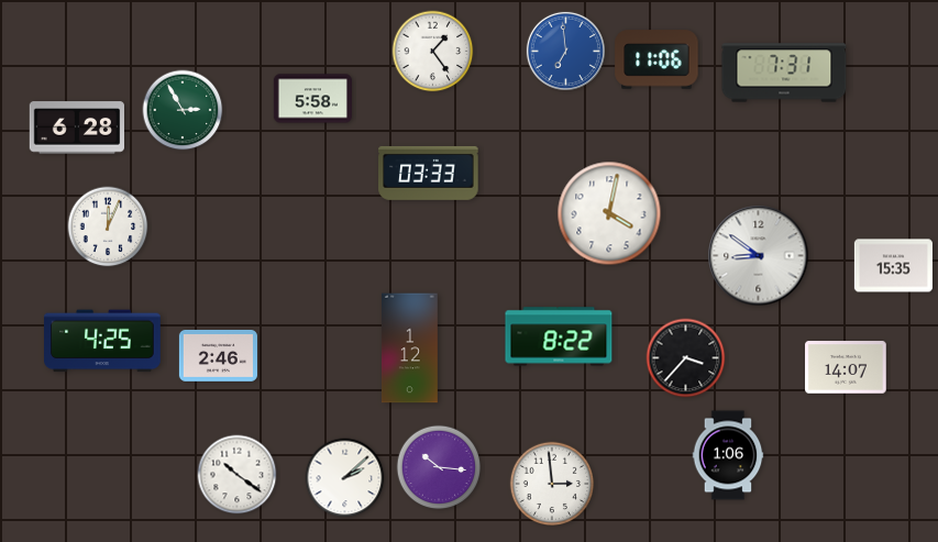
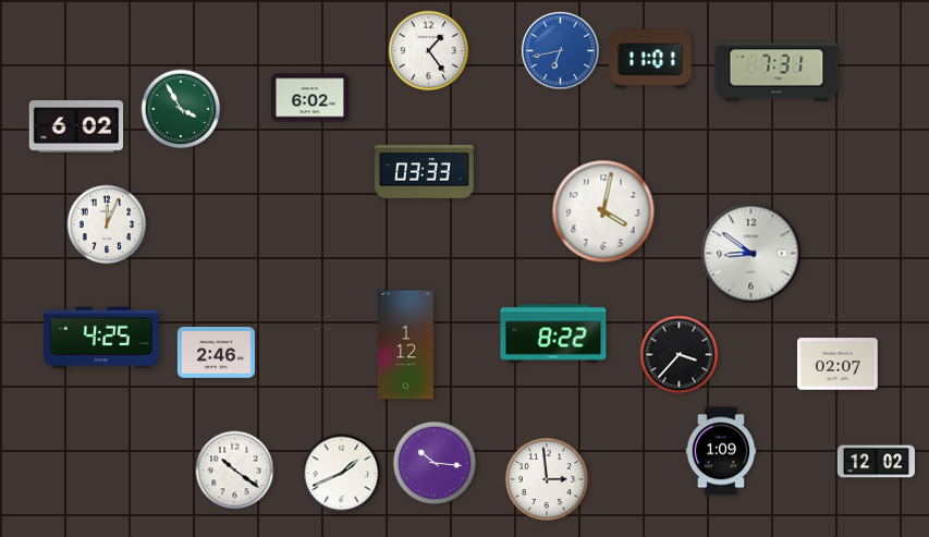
clock at (565, 51): 6:59 -> 6:43
clock at (656, 59): 11:06 -> 11:01
clock at (312, 99): 5:58 -> 6:02
clock at (183, 110): 2:55 -> 3:55
clock at (76, 128): 6:28 -> 6:02
clock at (893, 266): 15:35 -> none
clock at (846, 367): 14:07 -> 02:07
clock at (728, 455): 1:06 -> 1:09
clock at (876, 462): none -> 12:02
clock at (345, 478): 2:08 -> 1:41
